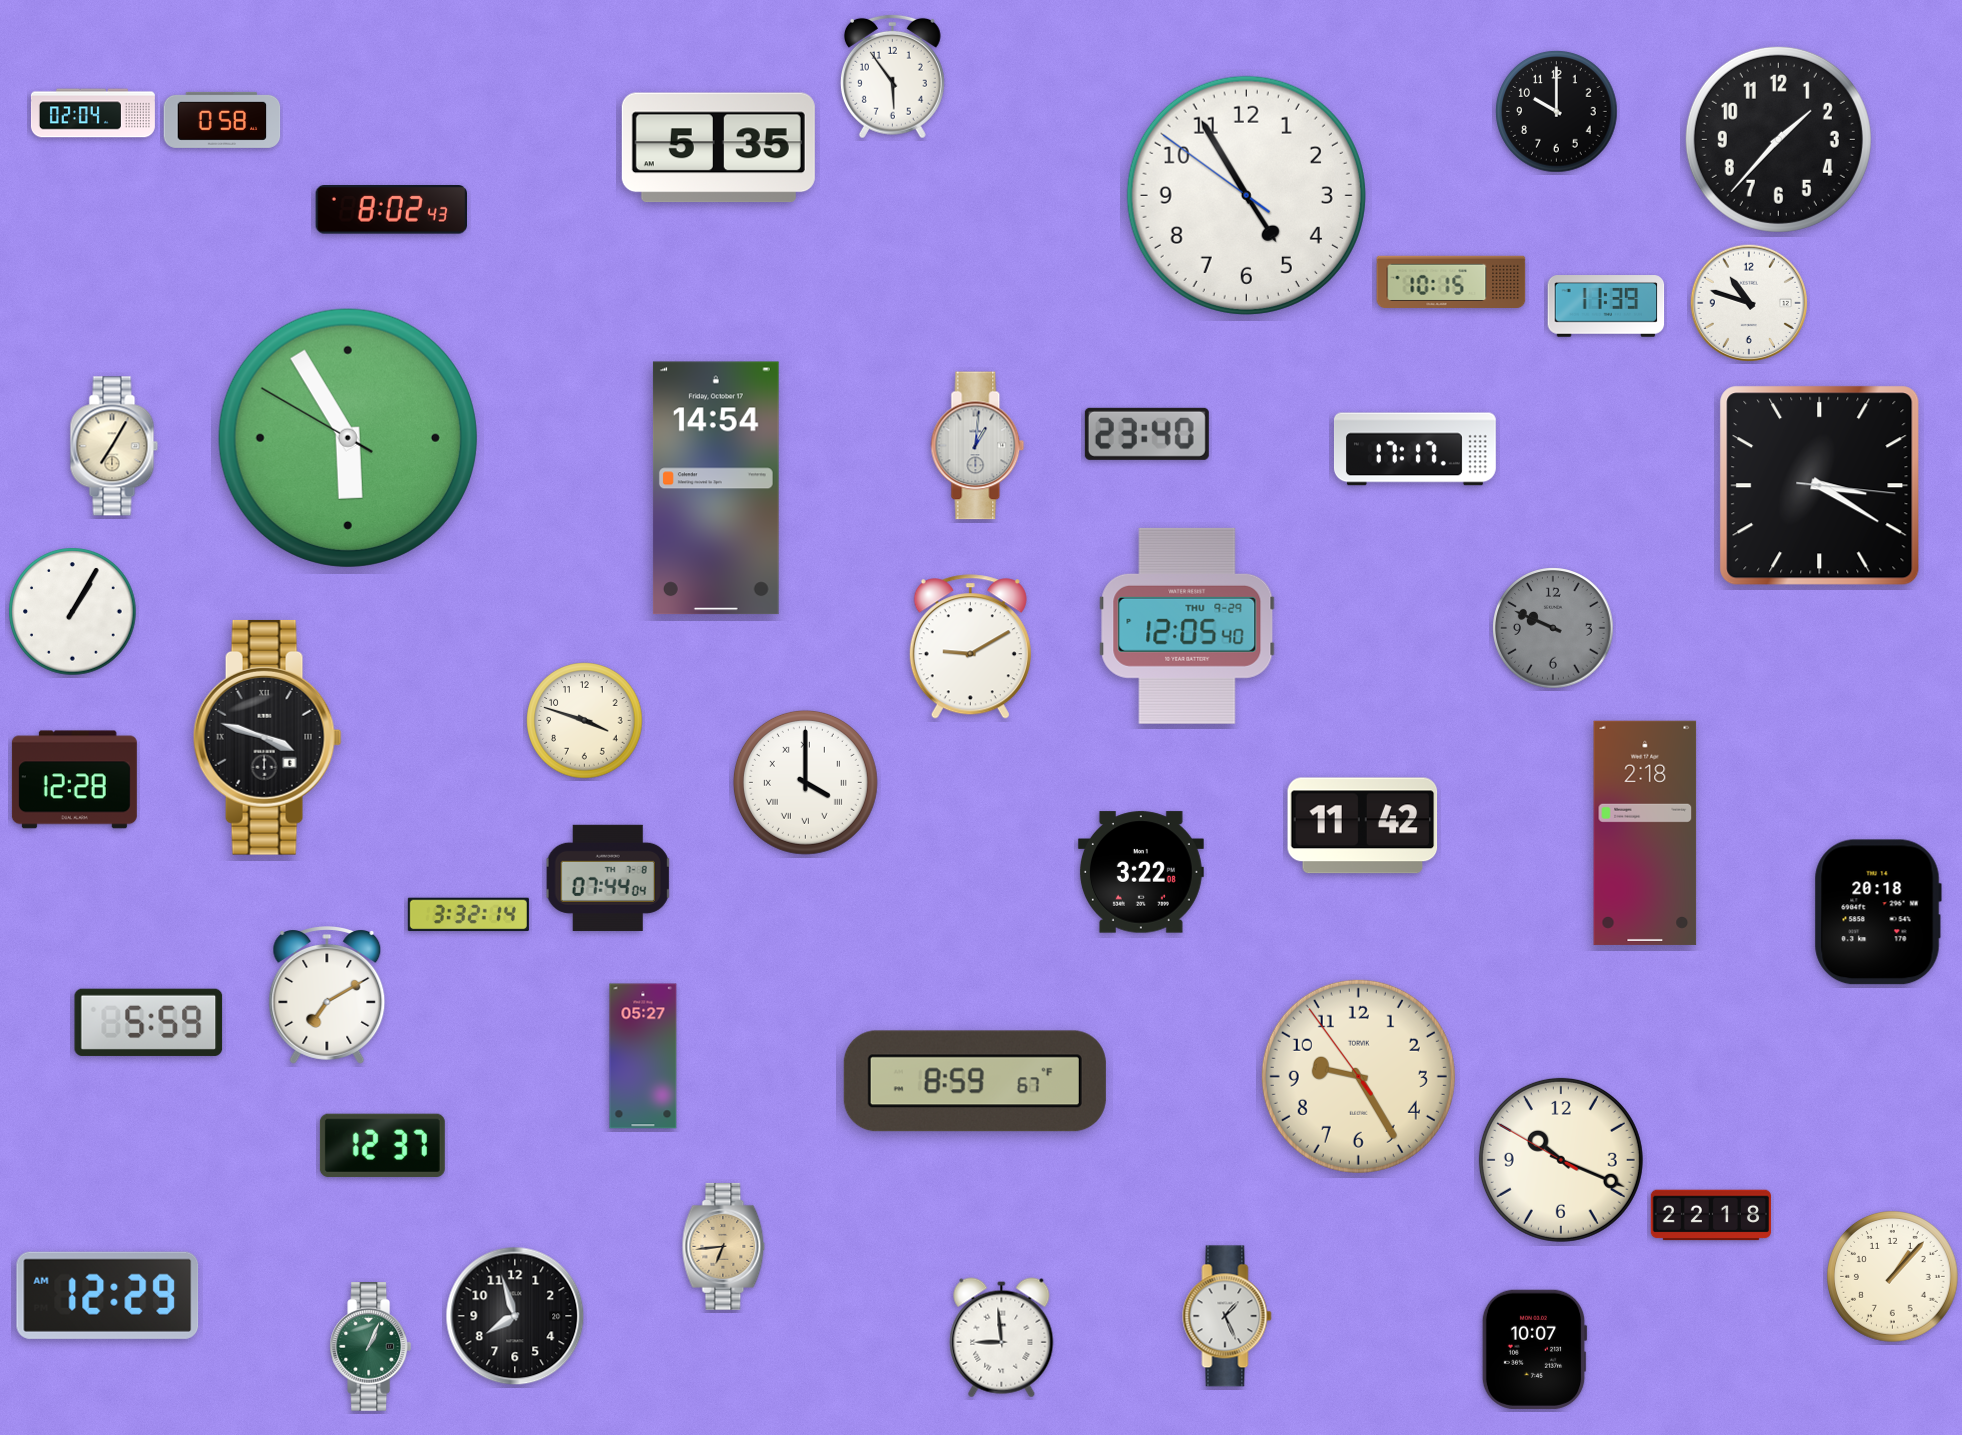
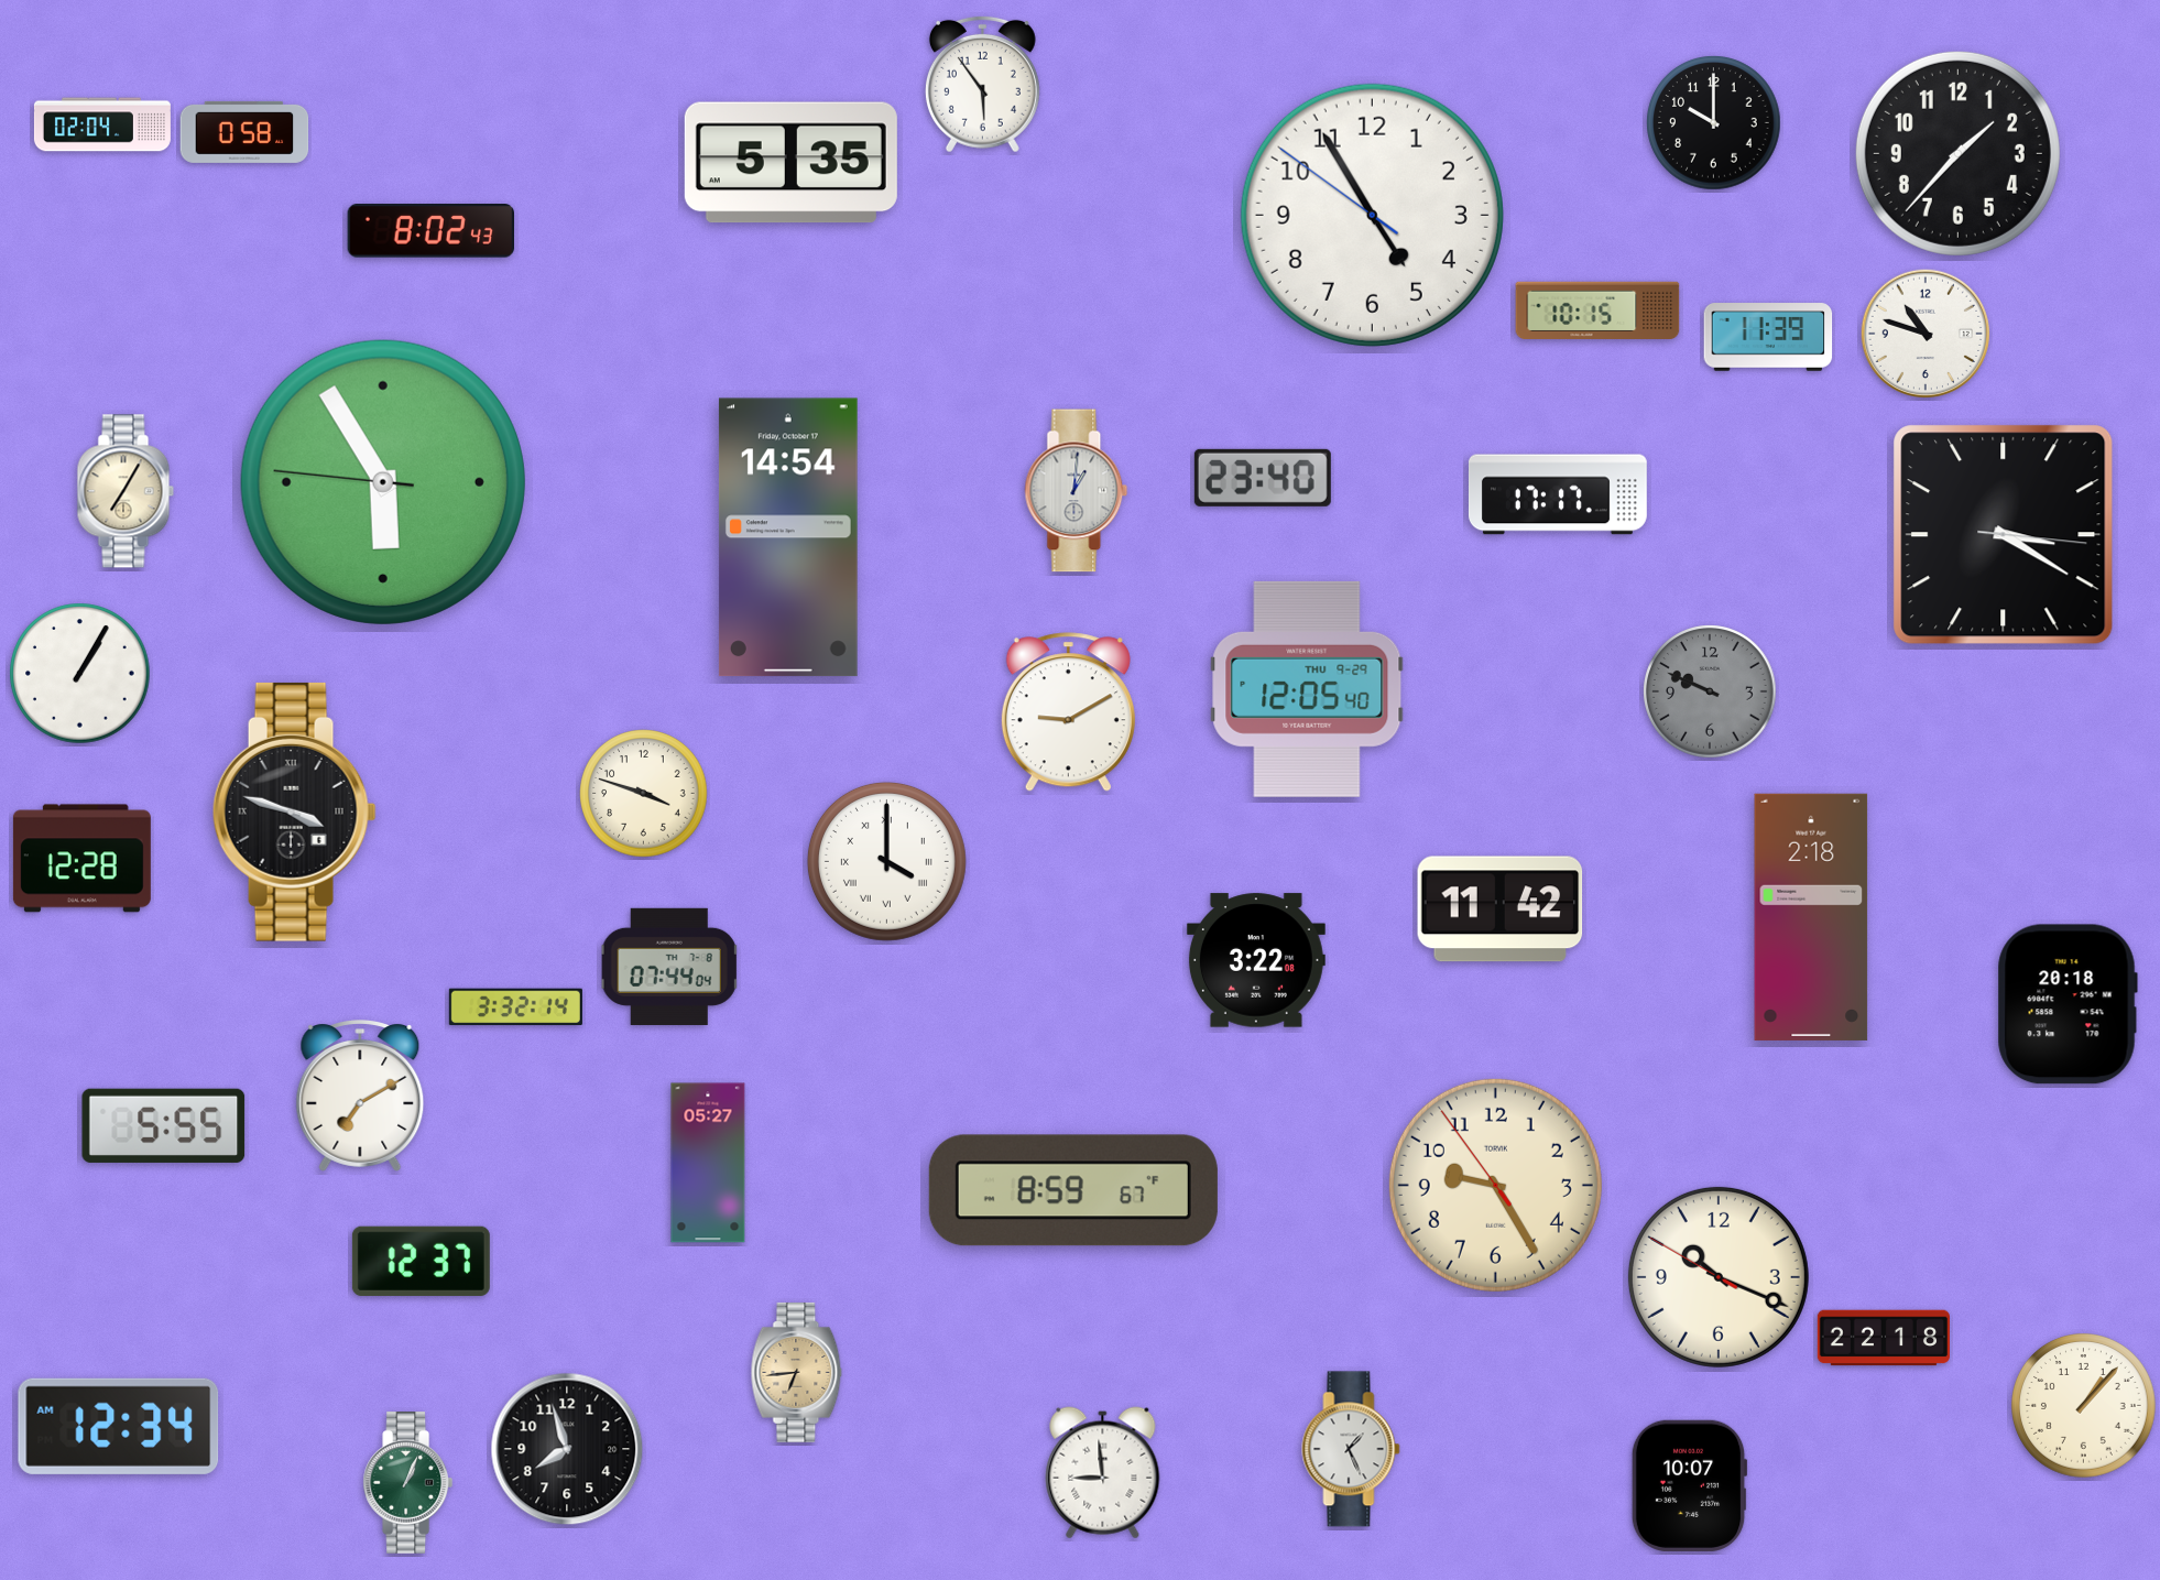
clock at (348, 438): 5:54:50 -> 5:54:46
clock at (149, 1022): 5:59 -> 5:55
clock at (108, 1295): 12:29 -> 12:34
